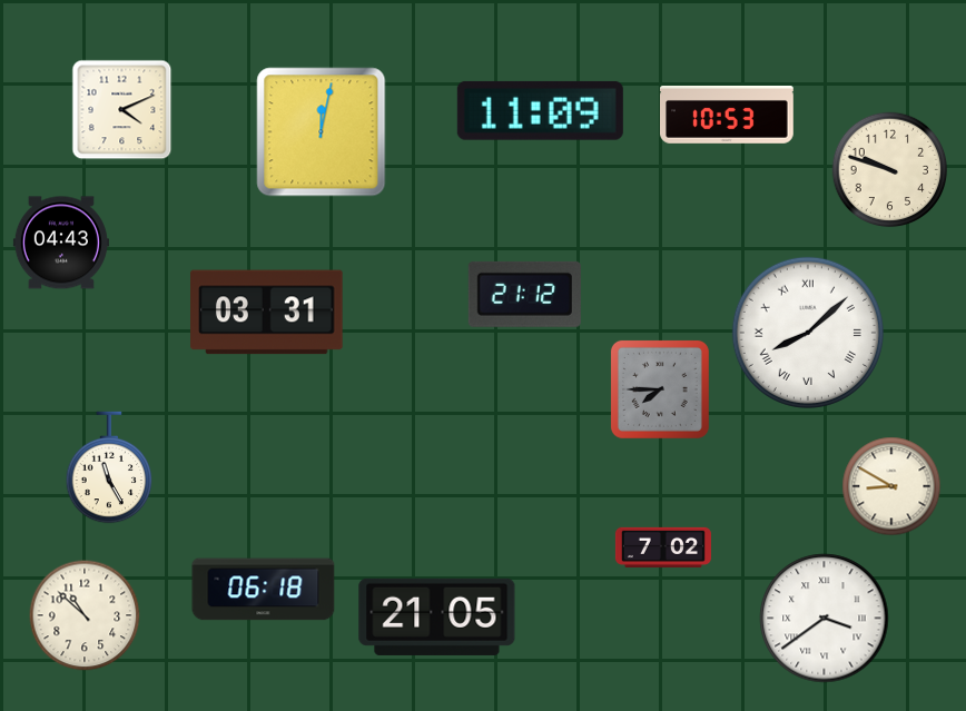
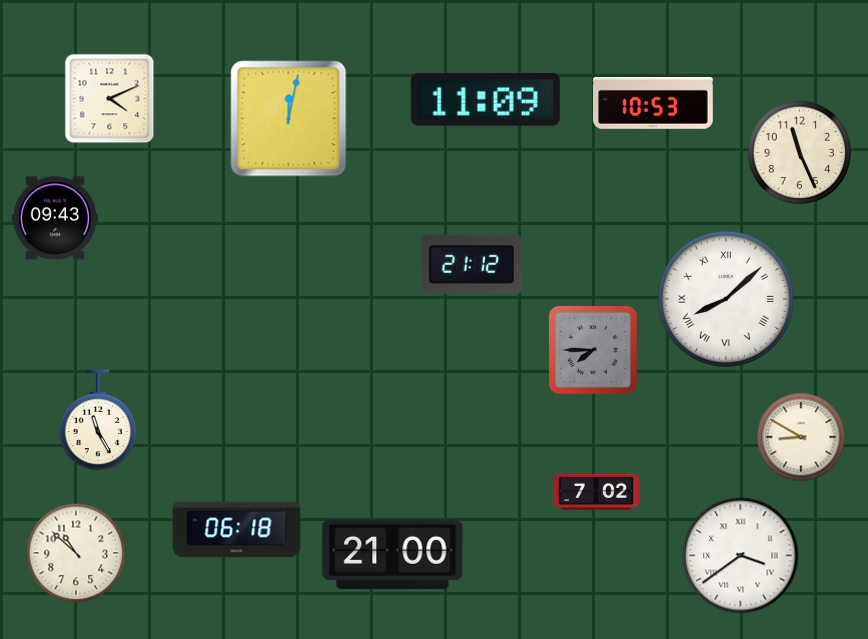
clock at (890, 170): 9:48 -> 11:26
clock at (61, 243): 04:43 -> 09:43
clock at (267, 313): 03:31 -> none
clock at (437, 616): 21:05 -> 21:00
